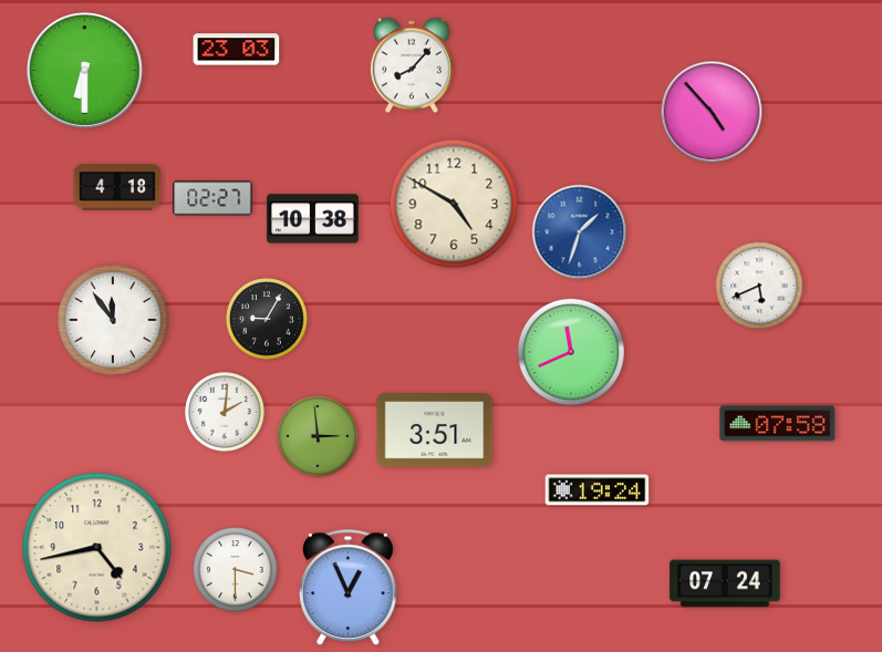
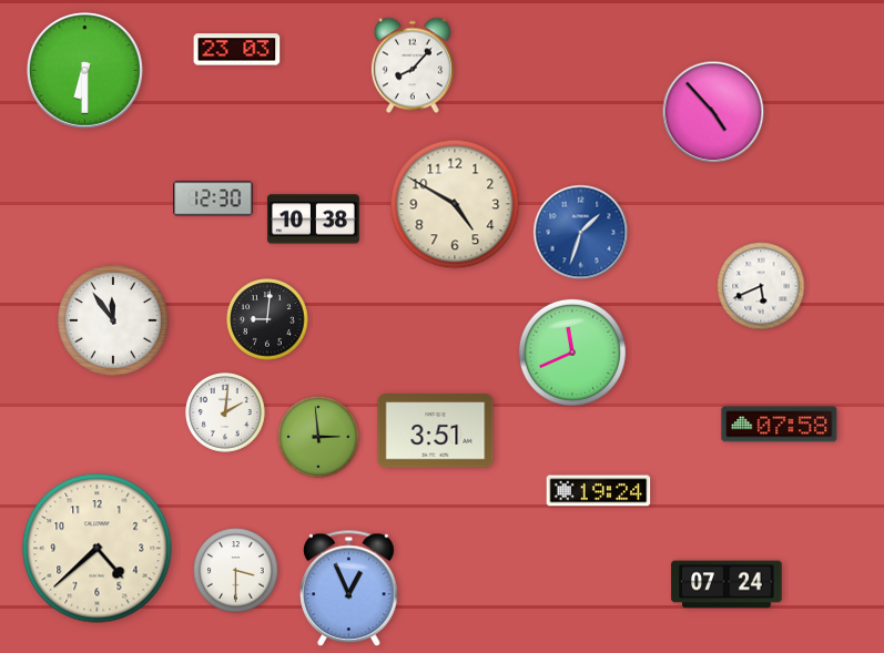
clock at (117, 187): 4:18 -> none
clock at (212, 198): 02:27 -> 12:30
clock at (267, 319): 9:05 -> 9:01
clock at (97, 548): 4:43 -> 4:38
